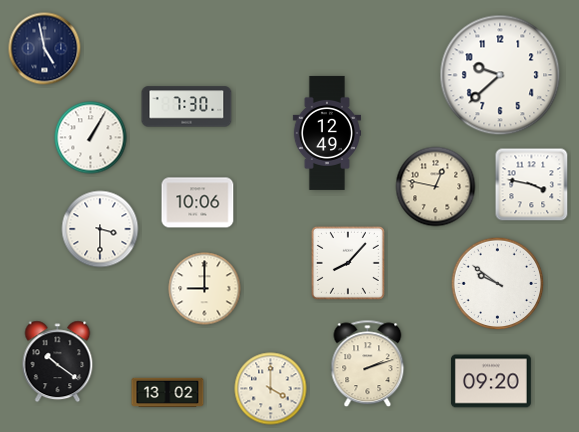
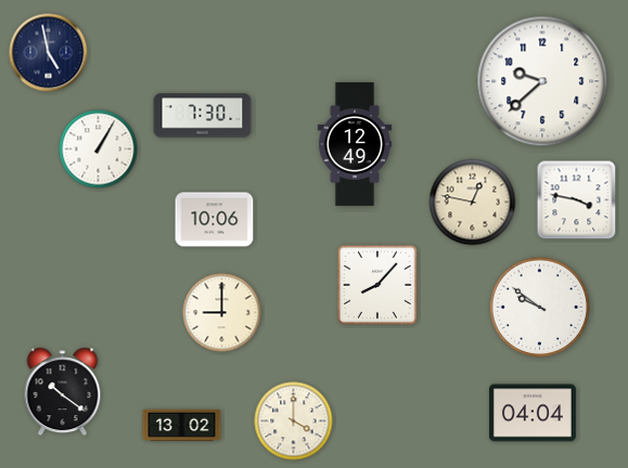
clock at (100, 229): 3:30 -> none
clock at (368, 364): 2:12 -> none
clock at (491, 381): 09:20 -> 04:04
